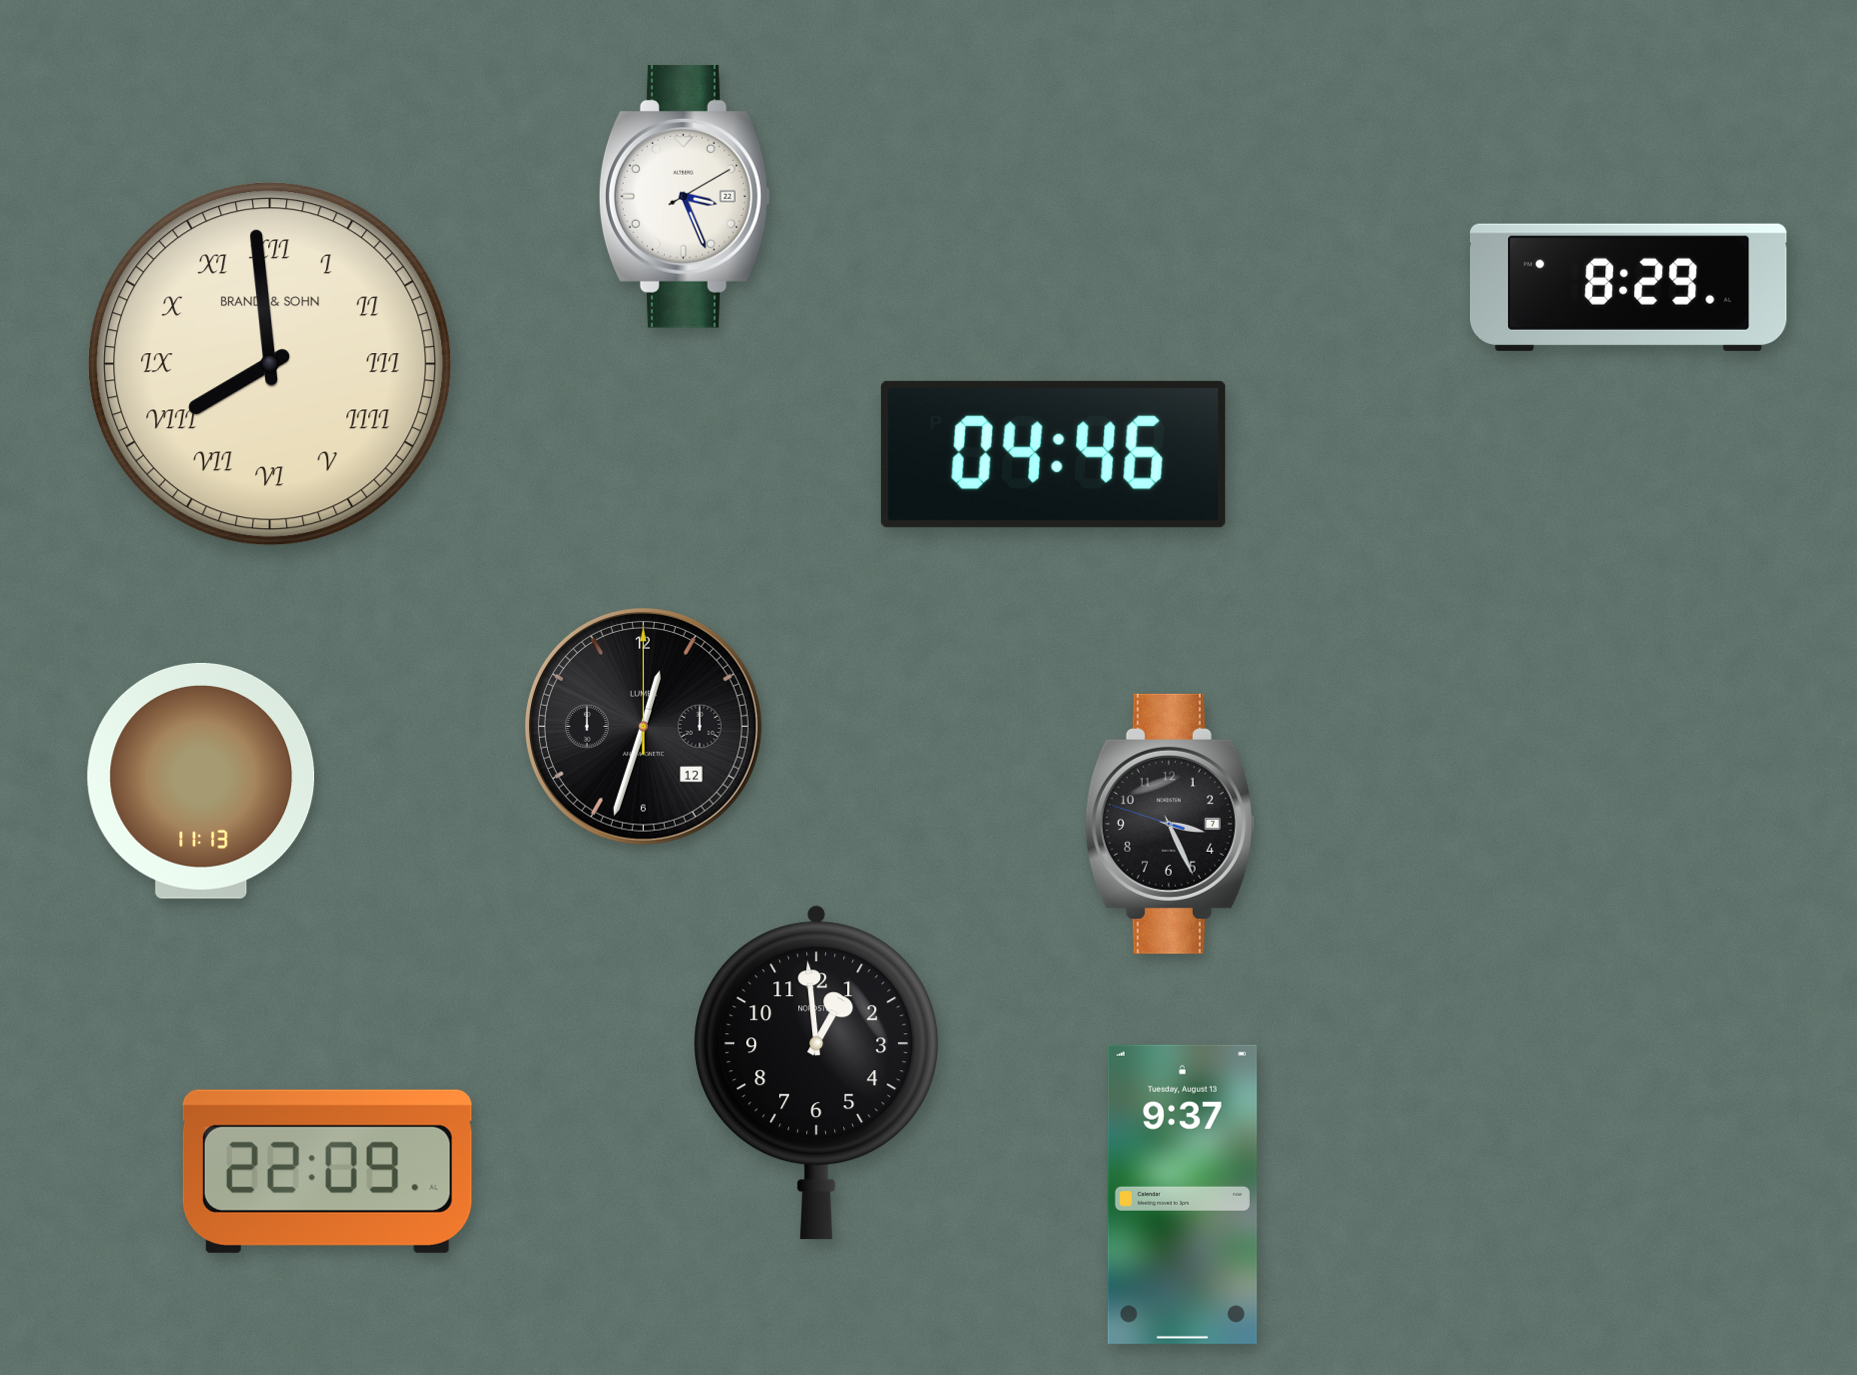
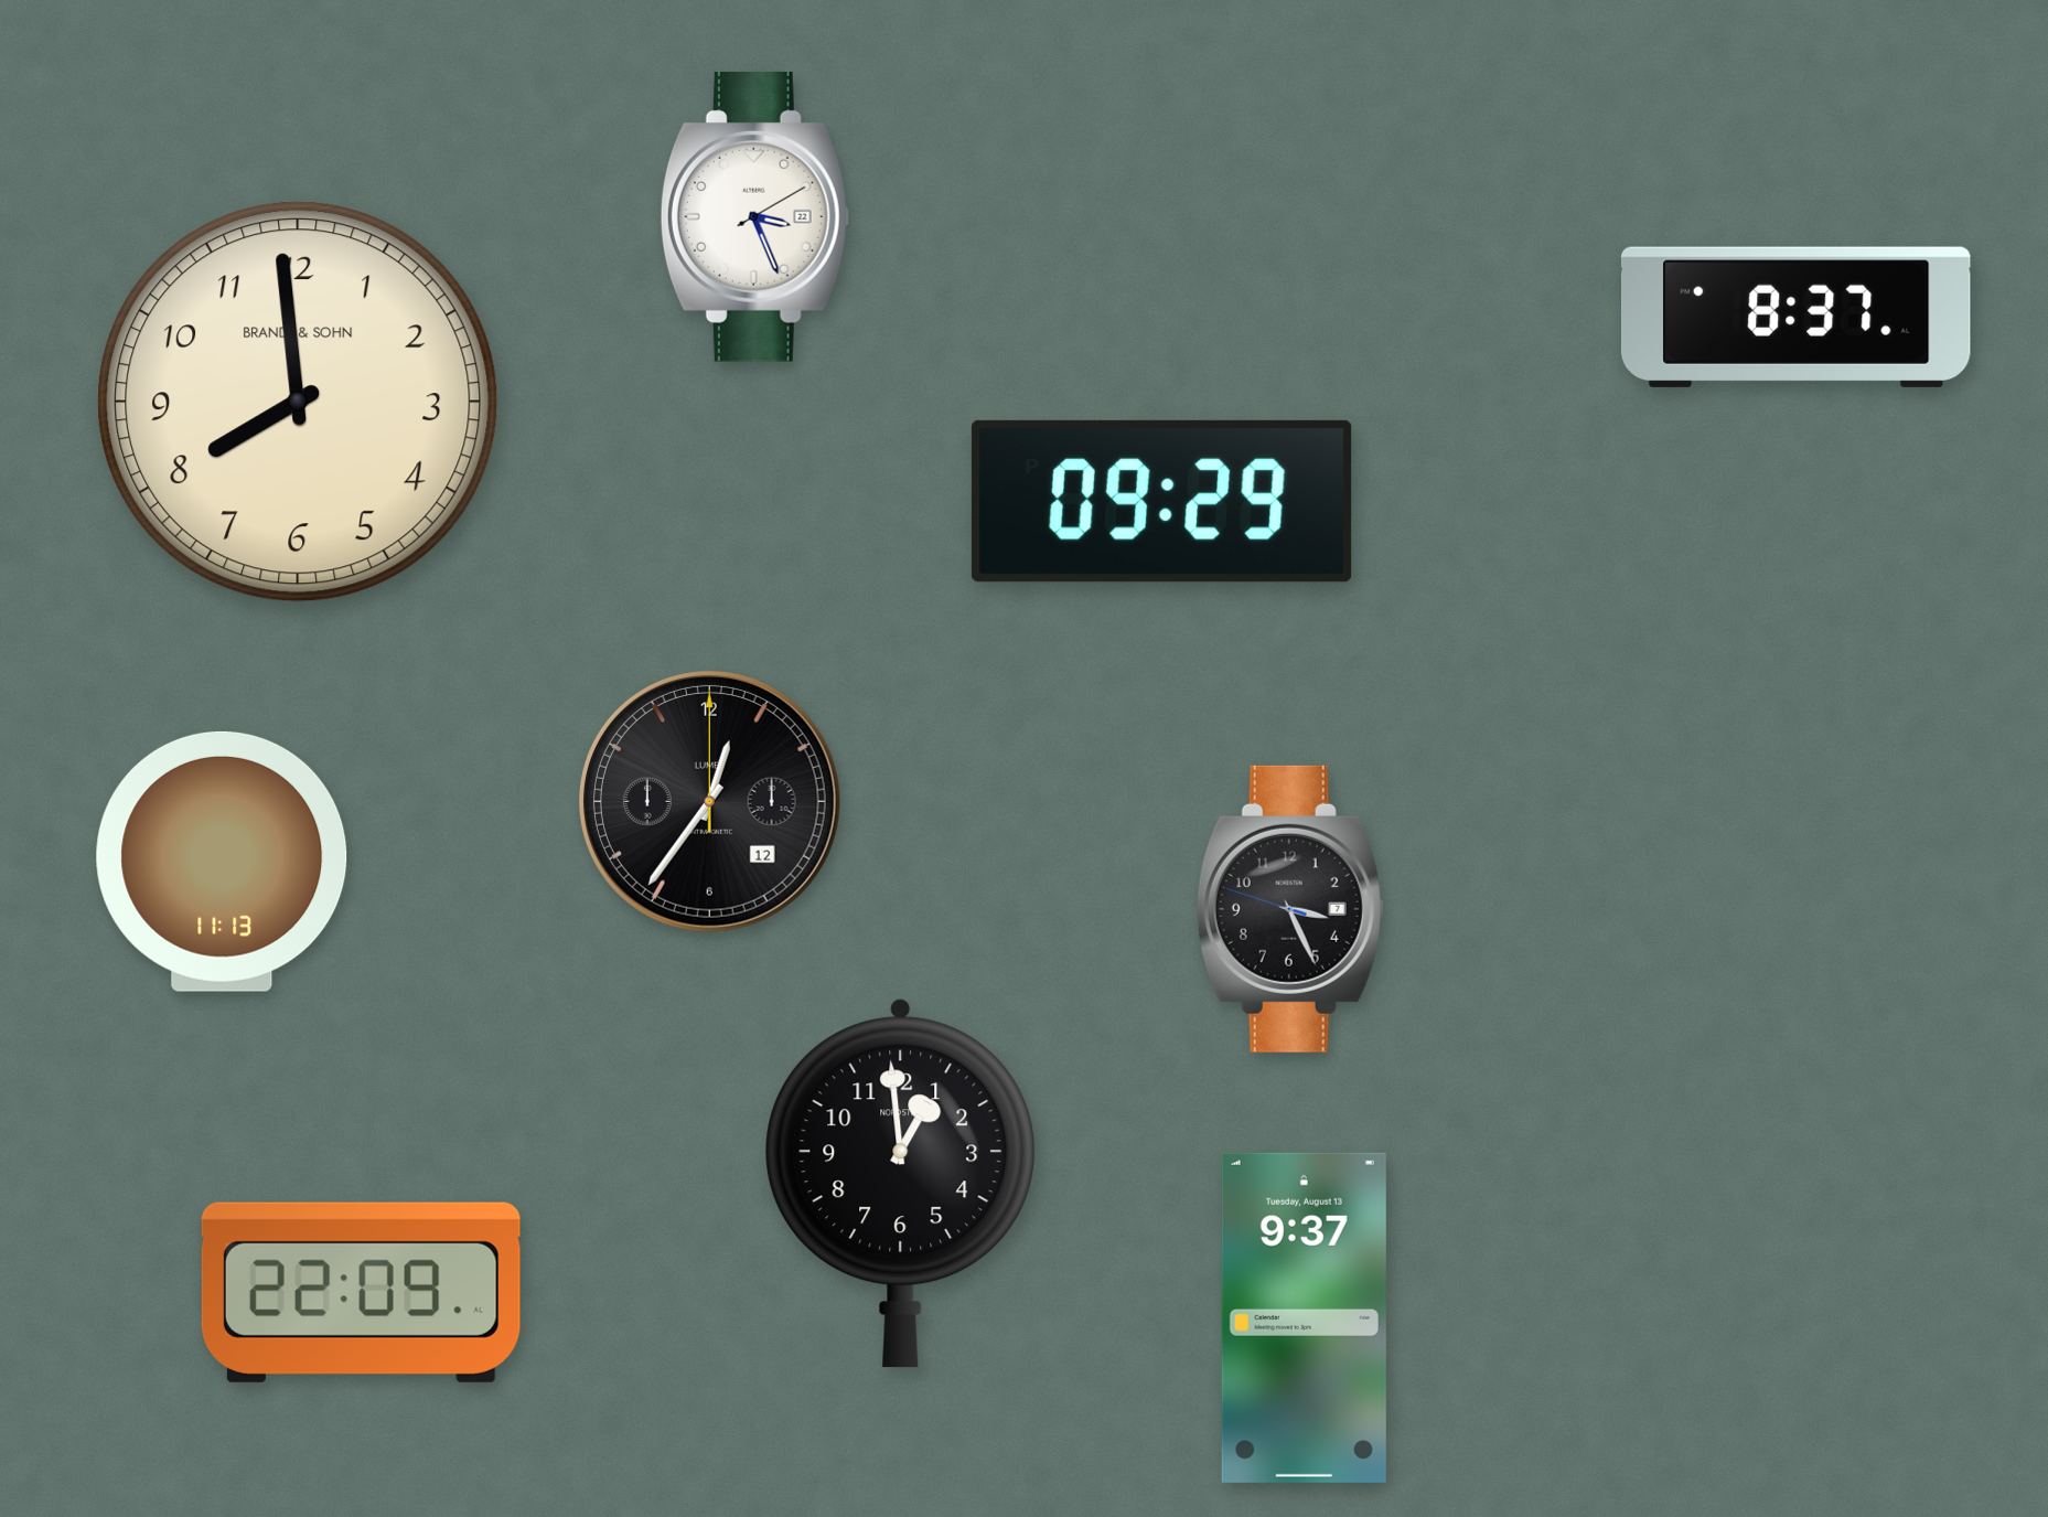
clock at (1628, 287): 8:29 -> 8:37
clock at (270, 364) numerals: Roman -> Arabic
clock at (1053, 454): 04:46 -> 09:29
clock at (643, 726): 12:33 -> 12:36
